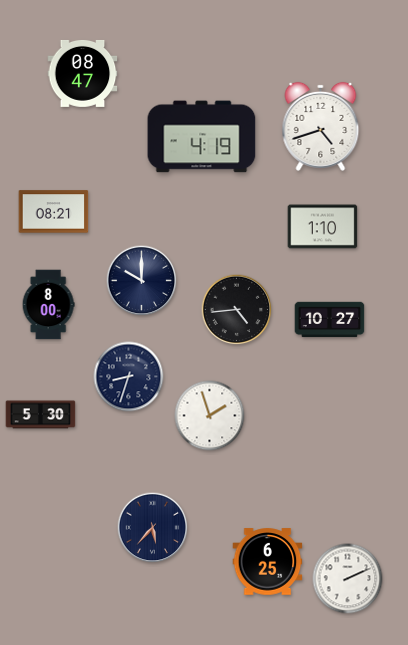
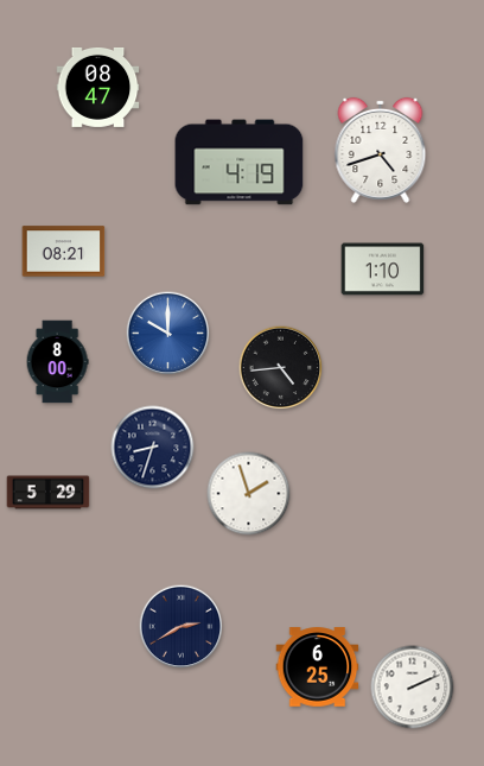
clock at (142, 281) dial: navy -> blue
clock at (330, 320): 10:27 -> none
clock at (41, 415): 5:30 -> 5:29
clock at (153, 528): 5:37 -> 2:40
